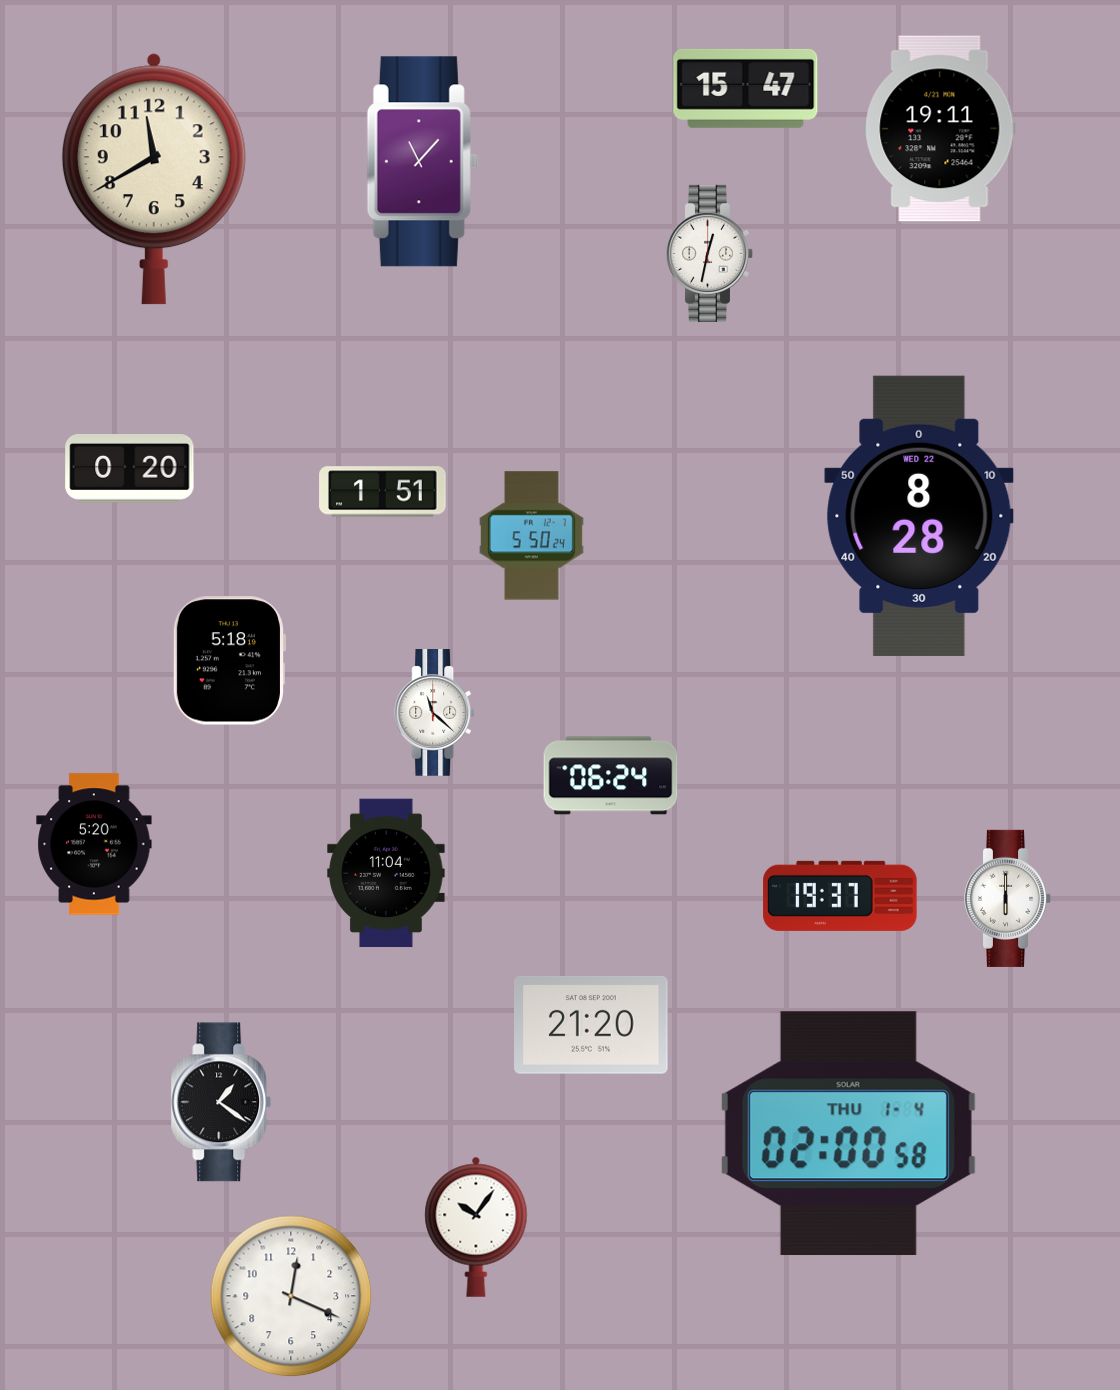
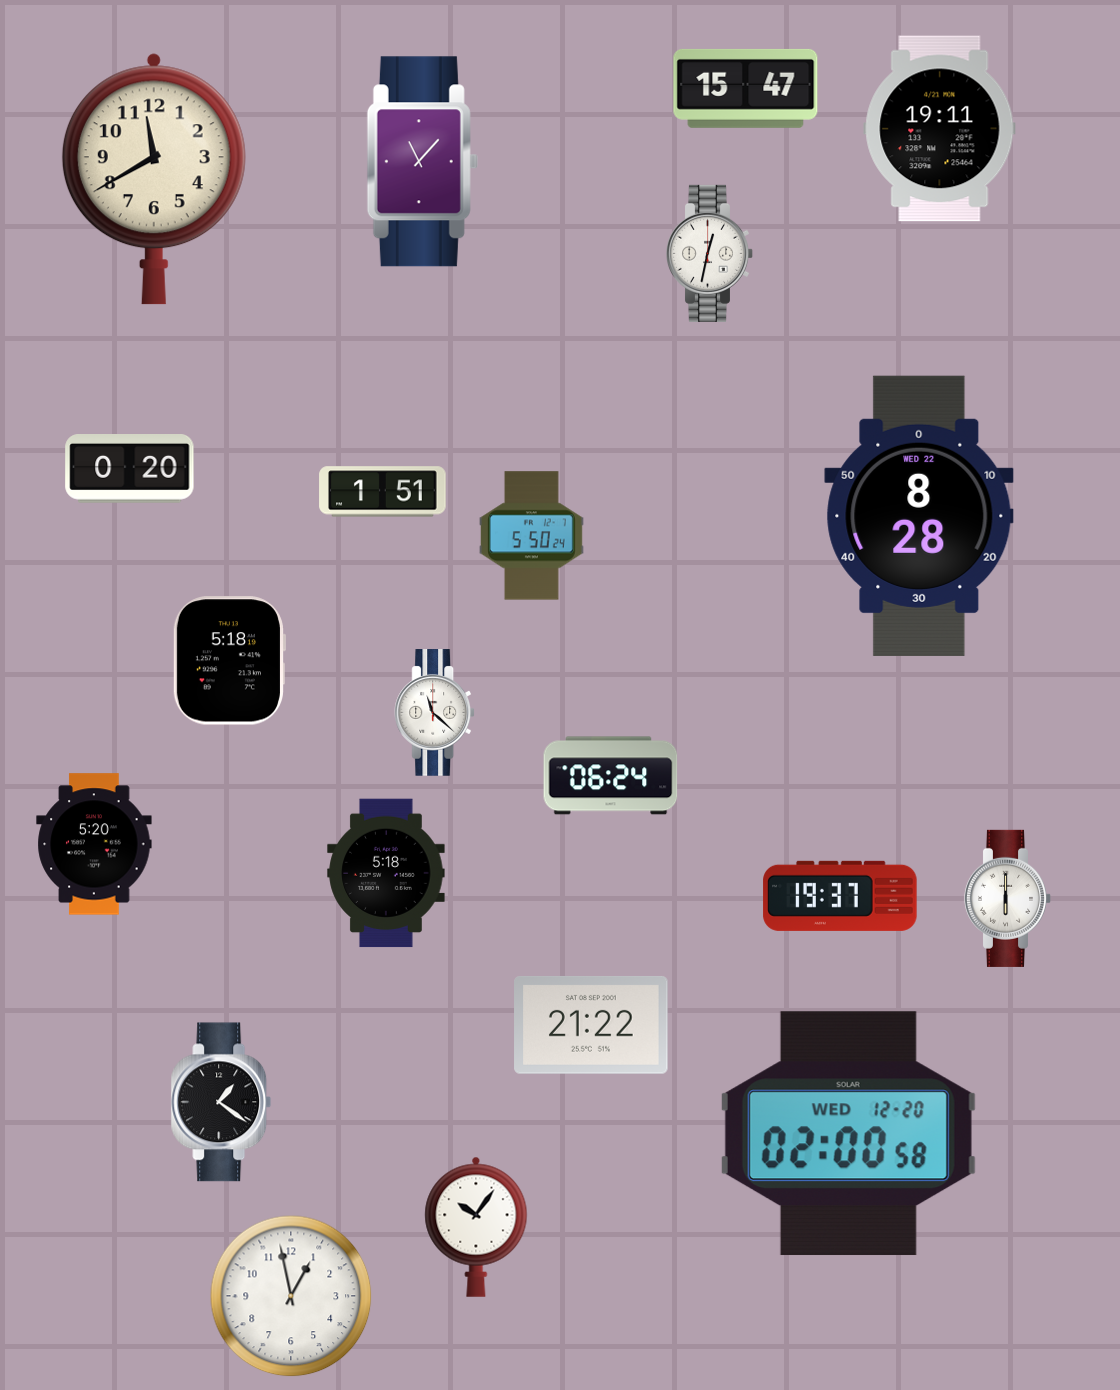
clock at (386, 873): 11:04 -> 5:18
clock at (591, 1025): 21:20 -> 21:22
clock at (848, 1134) date: THU 1-4 -> WED 12-20
clock at (291, 1296): 12:19 -> 12:58
